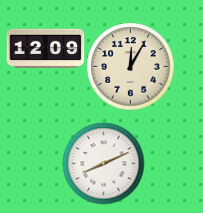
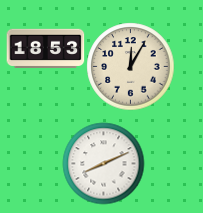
clock at (45, 49): 12:09 -> 18:53
